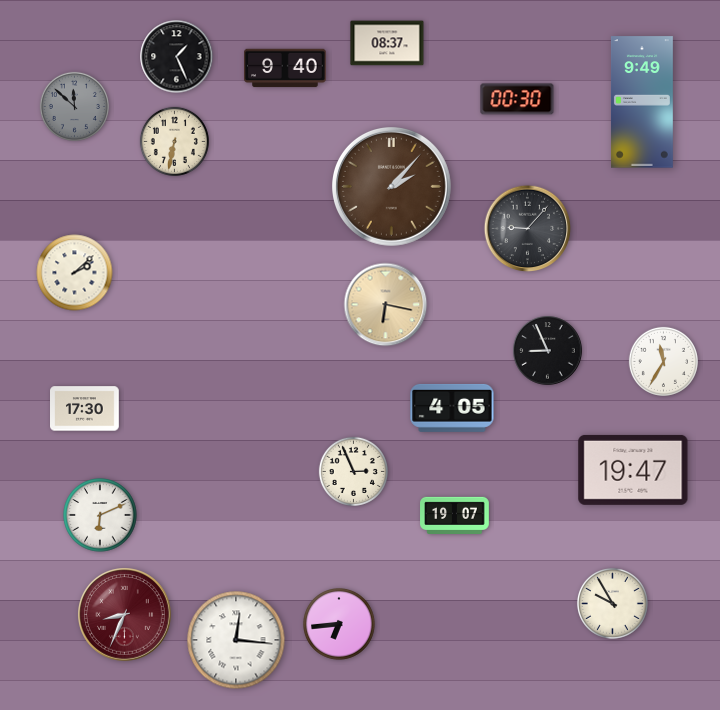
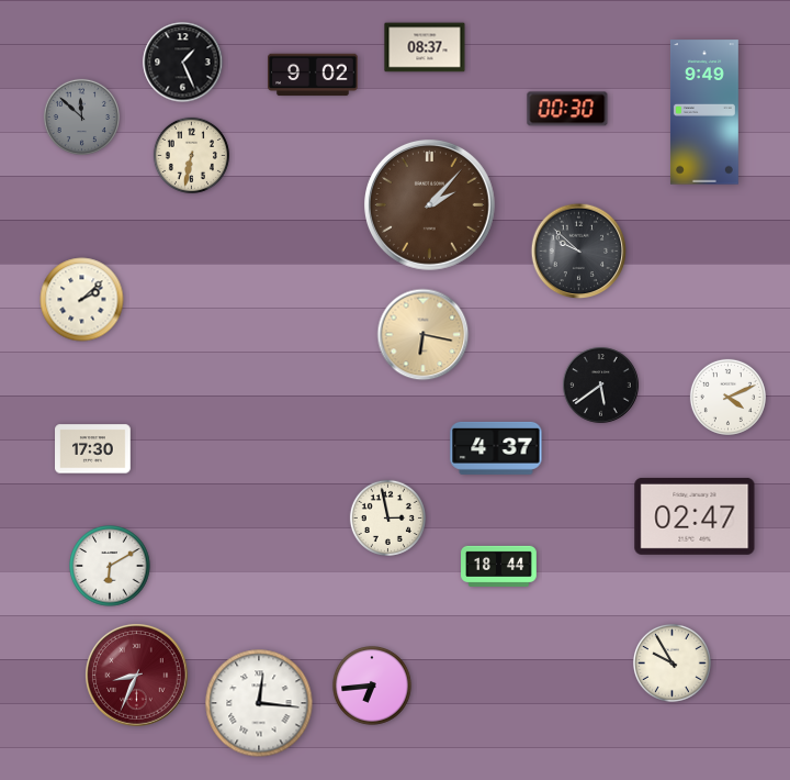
clock at (177, 57) position: (177, 57) -> (183, 63)
clock at (285, 68): 9:40 -> 9:02
clock at (528, 229): 9:07 -> 9:52
clock at (548, 351): 8:56 -> 5:39
clock at (663, 361): 11:35 -> 4:11
clock at (452, 408): 4:05 -> 4:37
clock at (633, 470): 19:47 -> 02:47
clock at (353, 471): 2:56 -> 2:58
clock at (100, 515): 6:11 -> 6:10
clock at (455, 515): 19:07 -> 18:44
